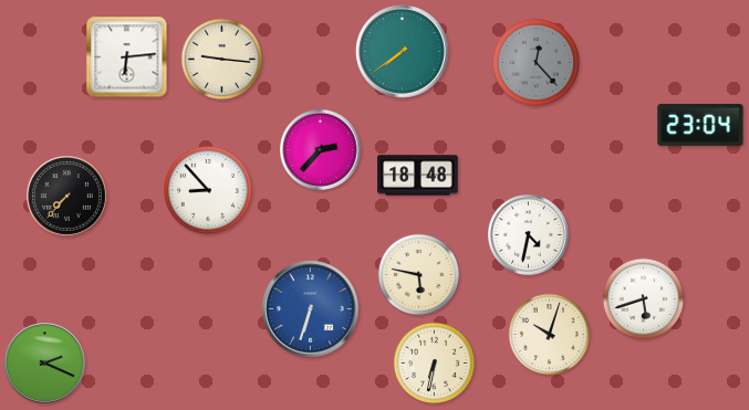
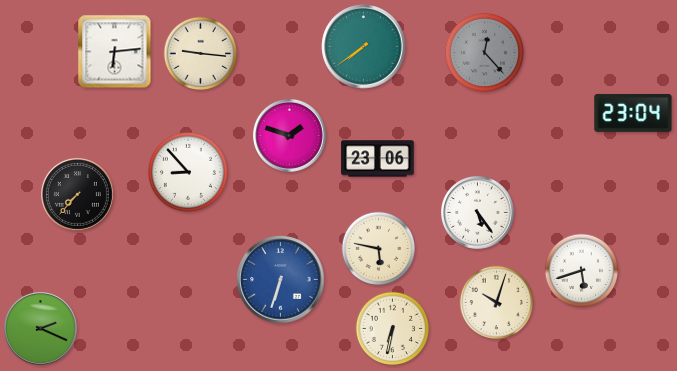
clock at (535, 62) position: (535, 62) -> (484, 52)
clock at (321, 150): 2:37 -> 1:48
clock at (418, 176): 18:48 -> 23:06
clock at (67, 197) position: (67, 197) -> (78, 195)
clock at (529, 235): 4:32 -> 5:24
